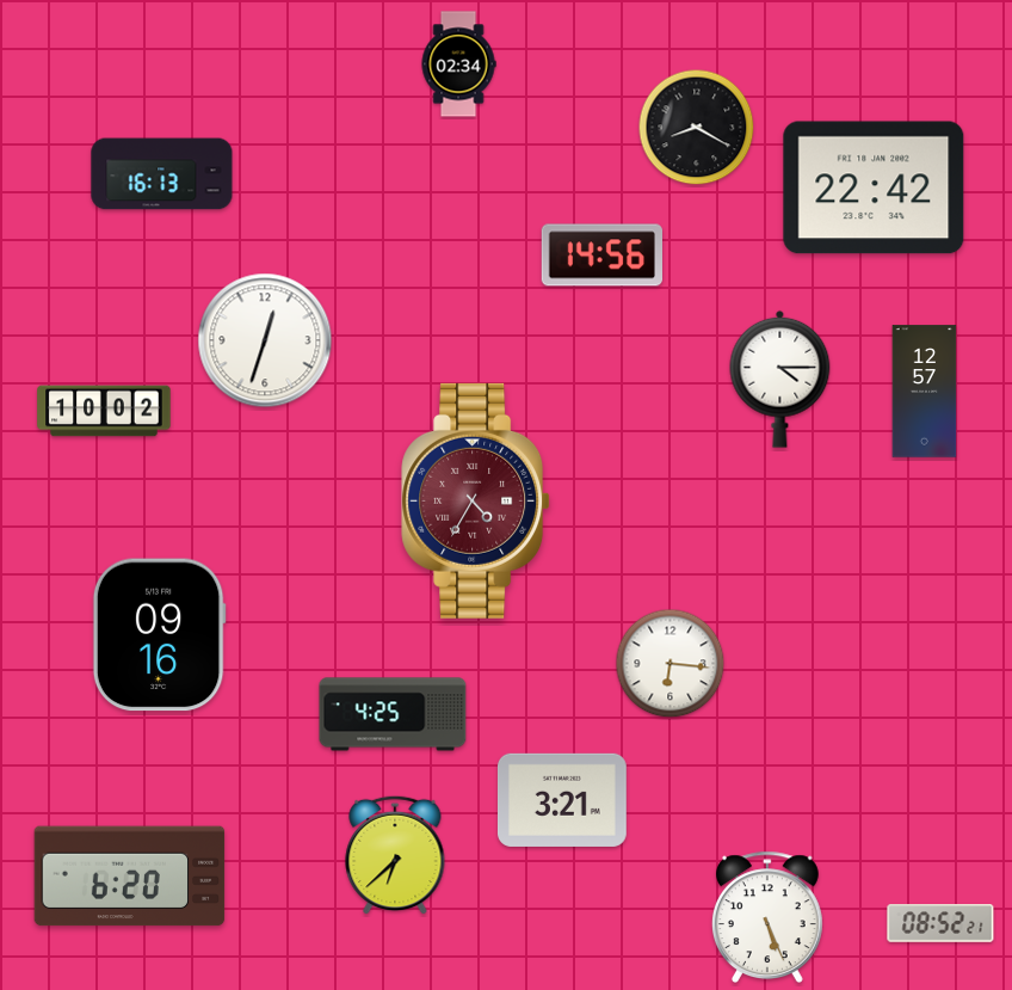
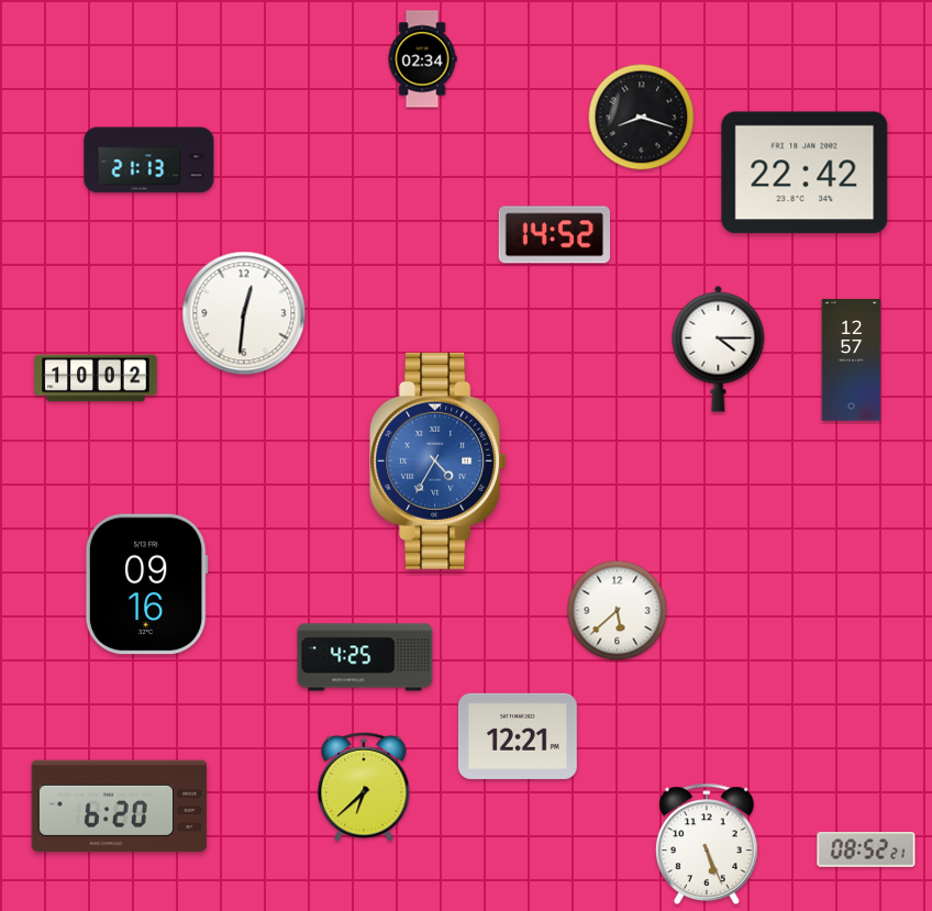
clock at (697, 128): 8:20 -> 8:18
clock at (162, 174): 16:13 -> 21:13
clock at (601, 256): 14:56 -> 14:52
clock at (265, 340): 12:33 -> 12:31
clock at (476, 500) dial: burgundy -> blue
clock at (671, 664): 6:16 -> 5:38
clock at (393, 714) position: (393, 714) -> (365, 657)
clock at (562, 800): 3:21 -> 12:21
